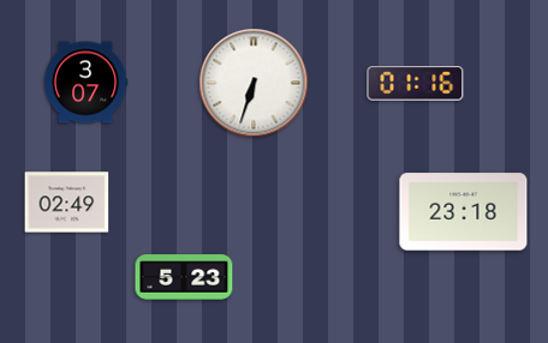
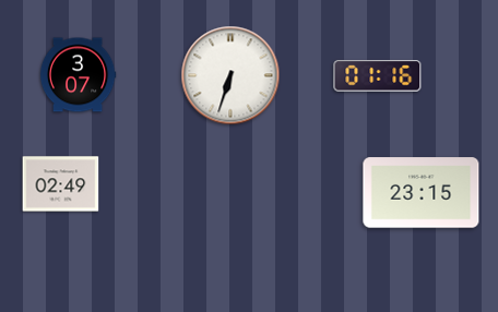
clock at (464, 212): 23:18 -> 23:15
clock at (184, 277): 5:23 -> none
